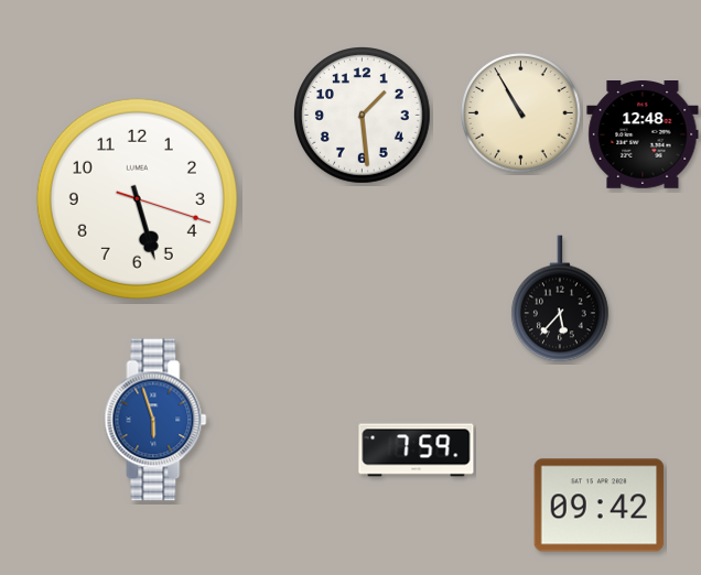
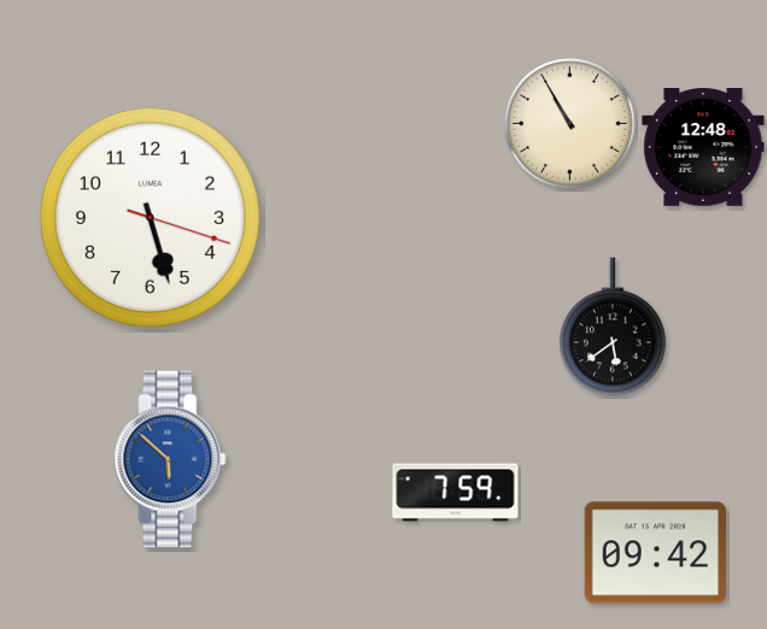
clock at (363, 116): 1:29 -> none
clock at (561, 299): 5:37 -> 5:39
clock at (155, 420): 5:57 -> 5:52
